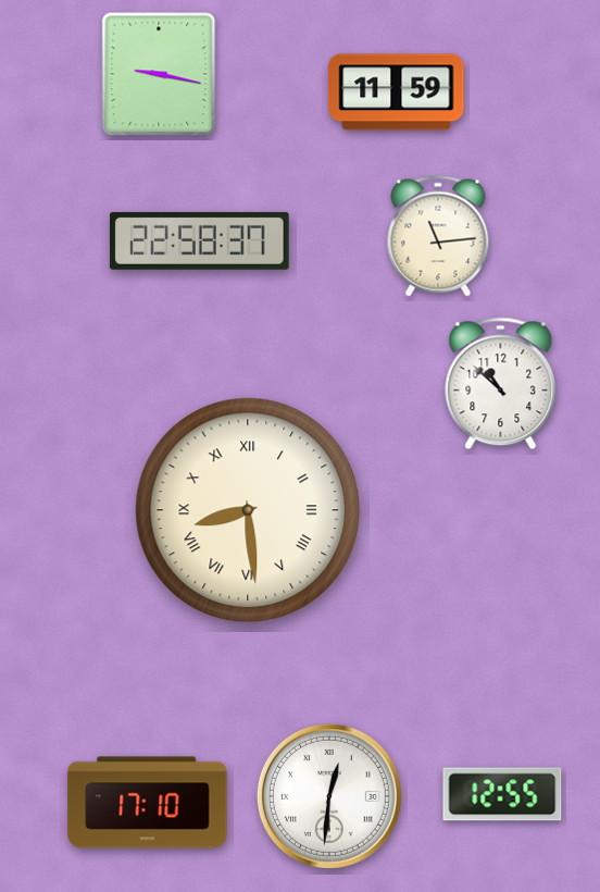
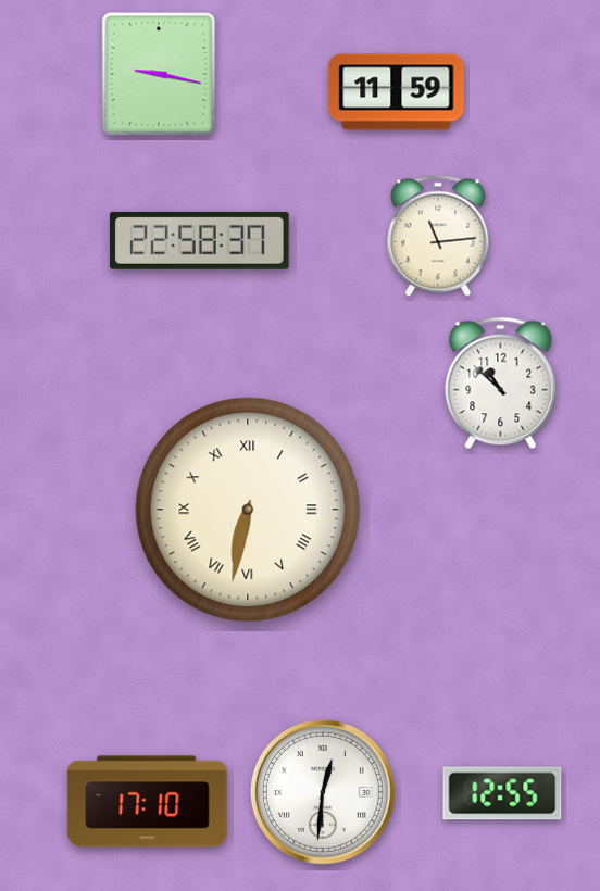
clock at (248, 510): 8:29 -> 6:32
clock at (329, 796) position: (329, 796) -> (323, 792)
